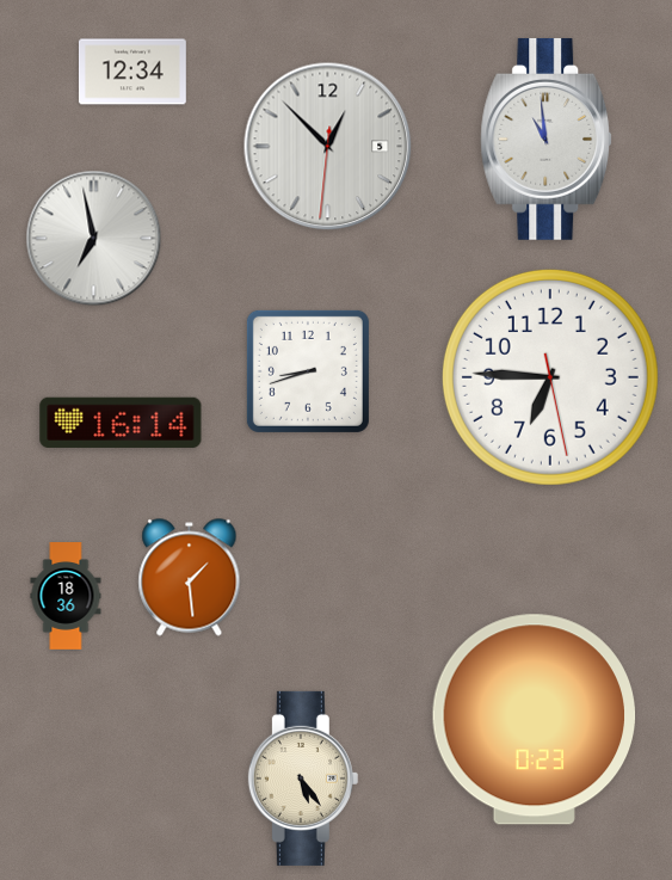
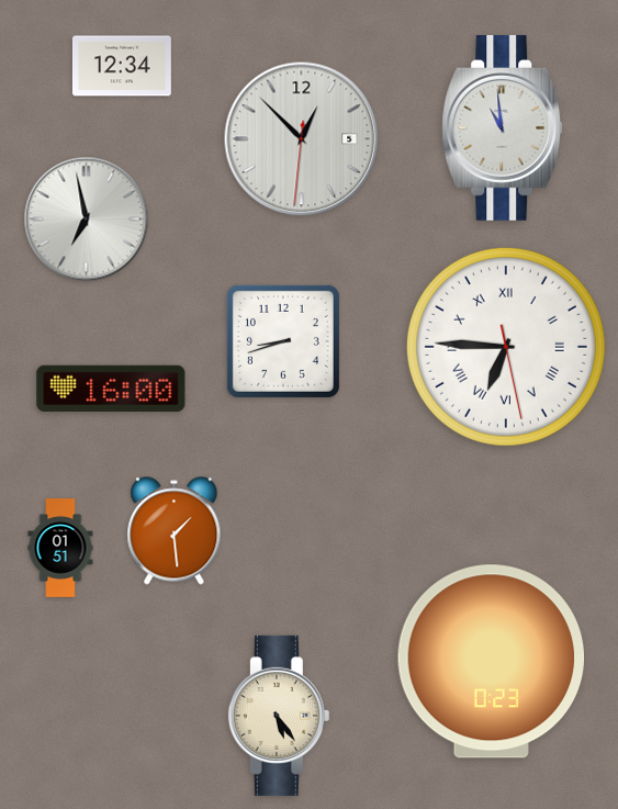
clock at (328, 147) position: (328, 147) -> (302, 139)
clock at (550, 377) numerals: Arabic -> Roman
clock at (121, 423): 16:14 -> 16:00
clock at (66, 596): 18:36 -> 01:51
